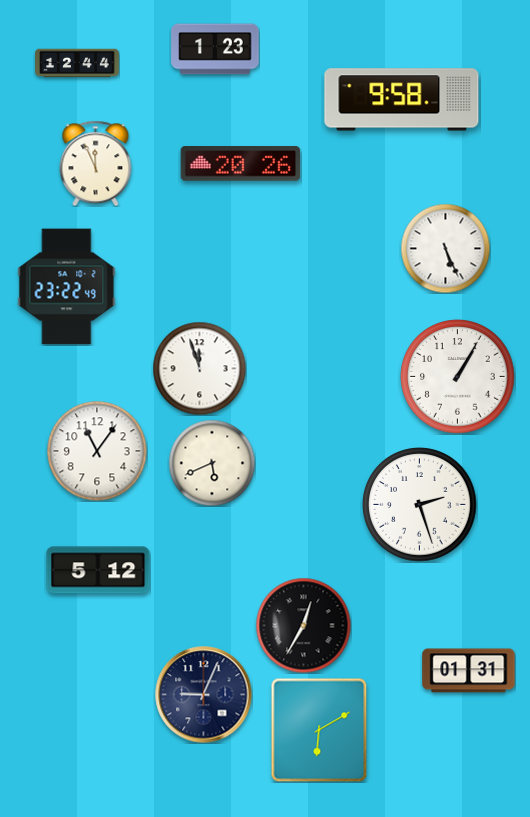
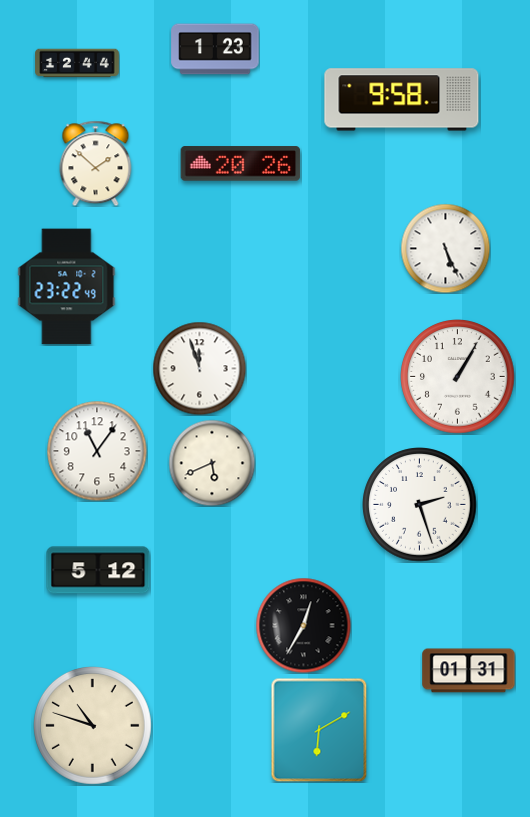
clock at (96, 163): 11:56 -> 1:52
clock at (204, 695): 9:04 -> none
clock at (93, 726): none -> 10:48
